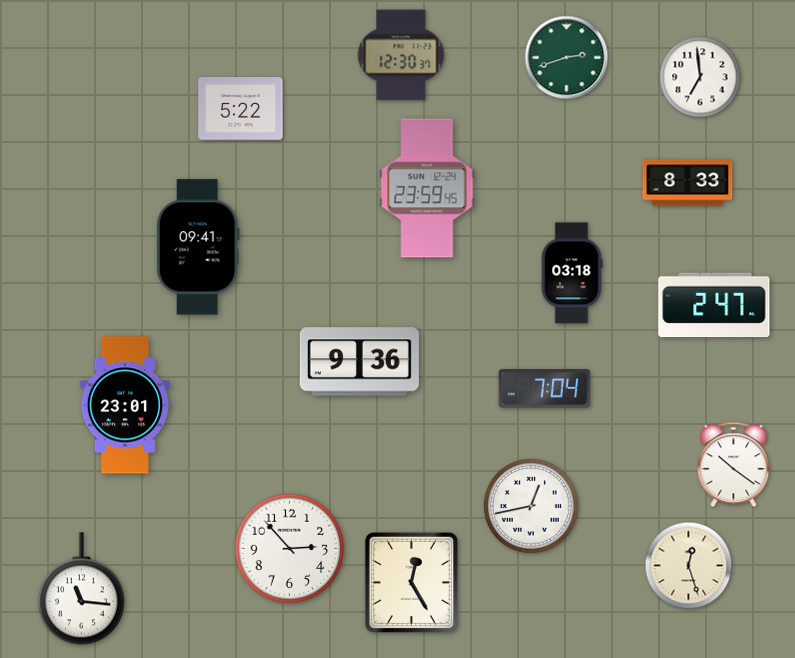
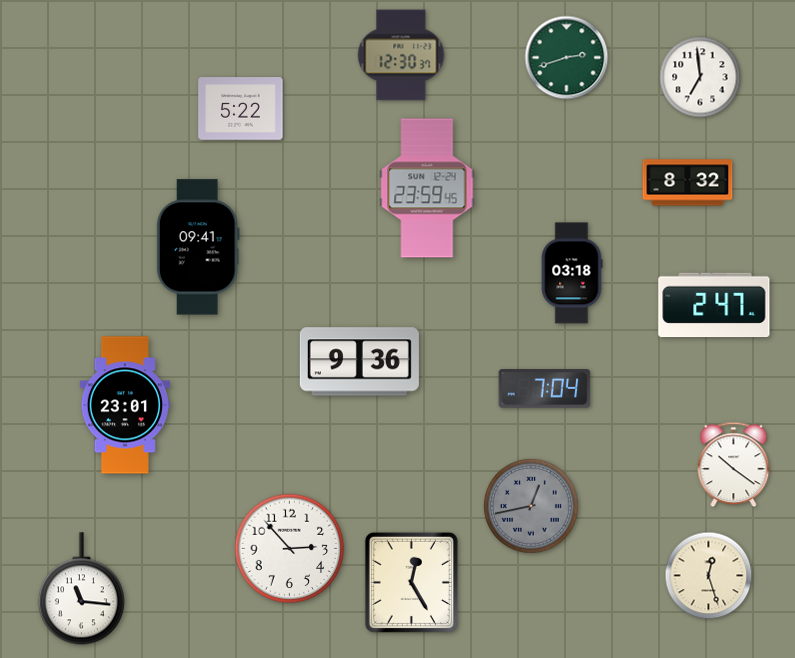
clock at (688, 183): 8:33 -> 8:32
clock at (531, 506) dial: white -> grey
clock at (689, 566) position: (689, 566) -> (709, 576)
